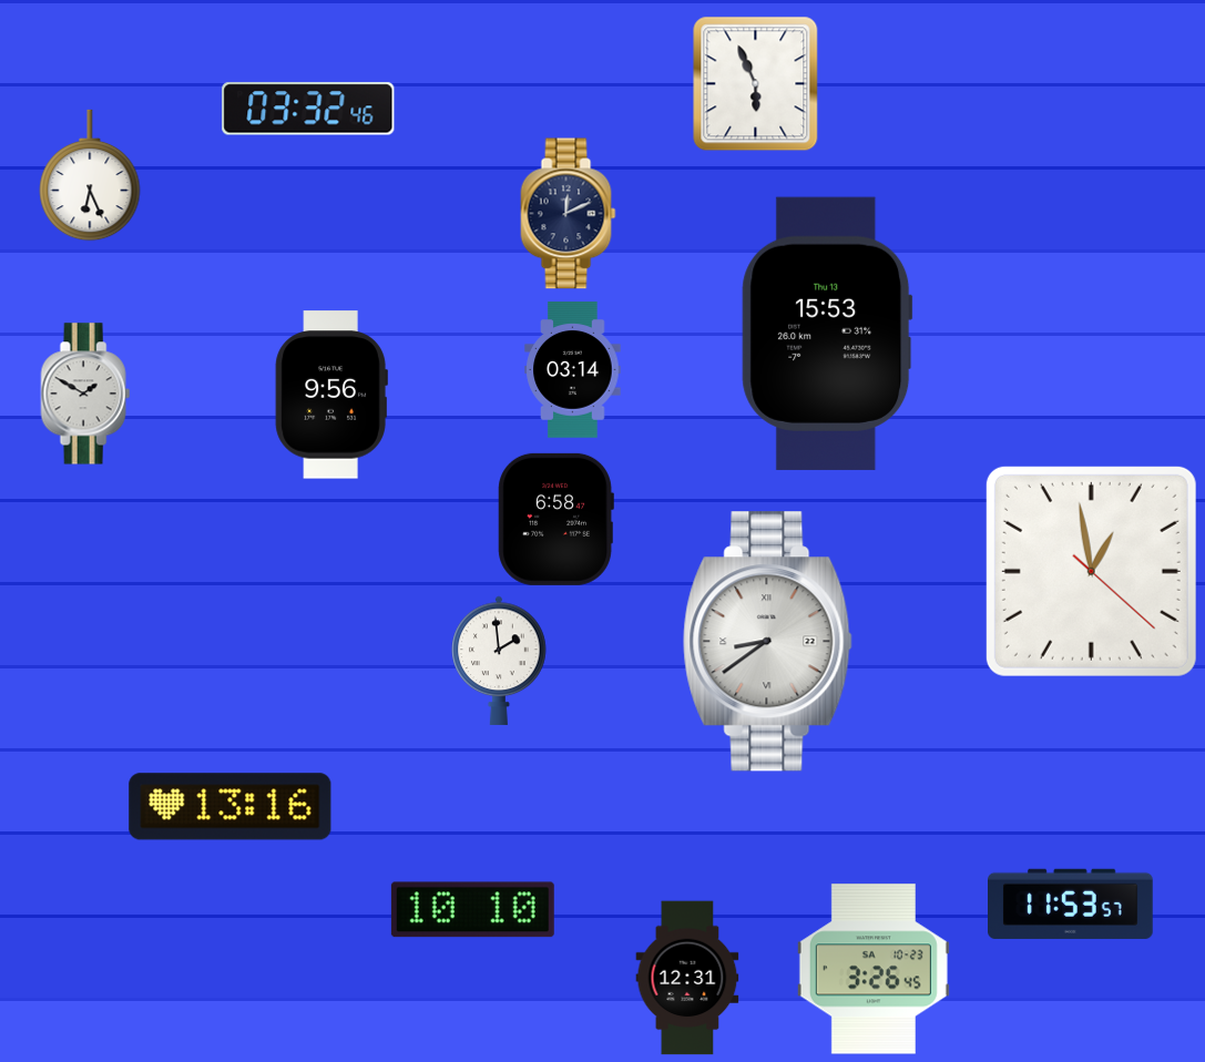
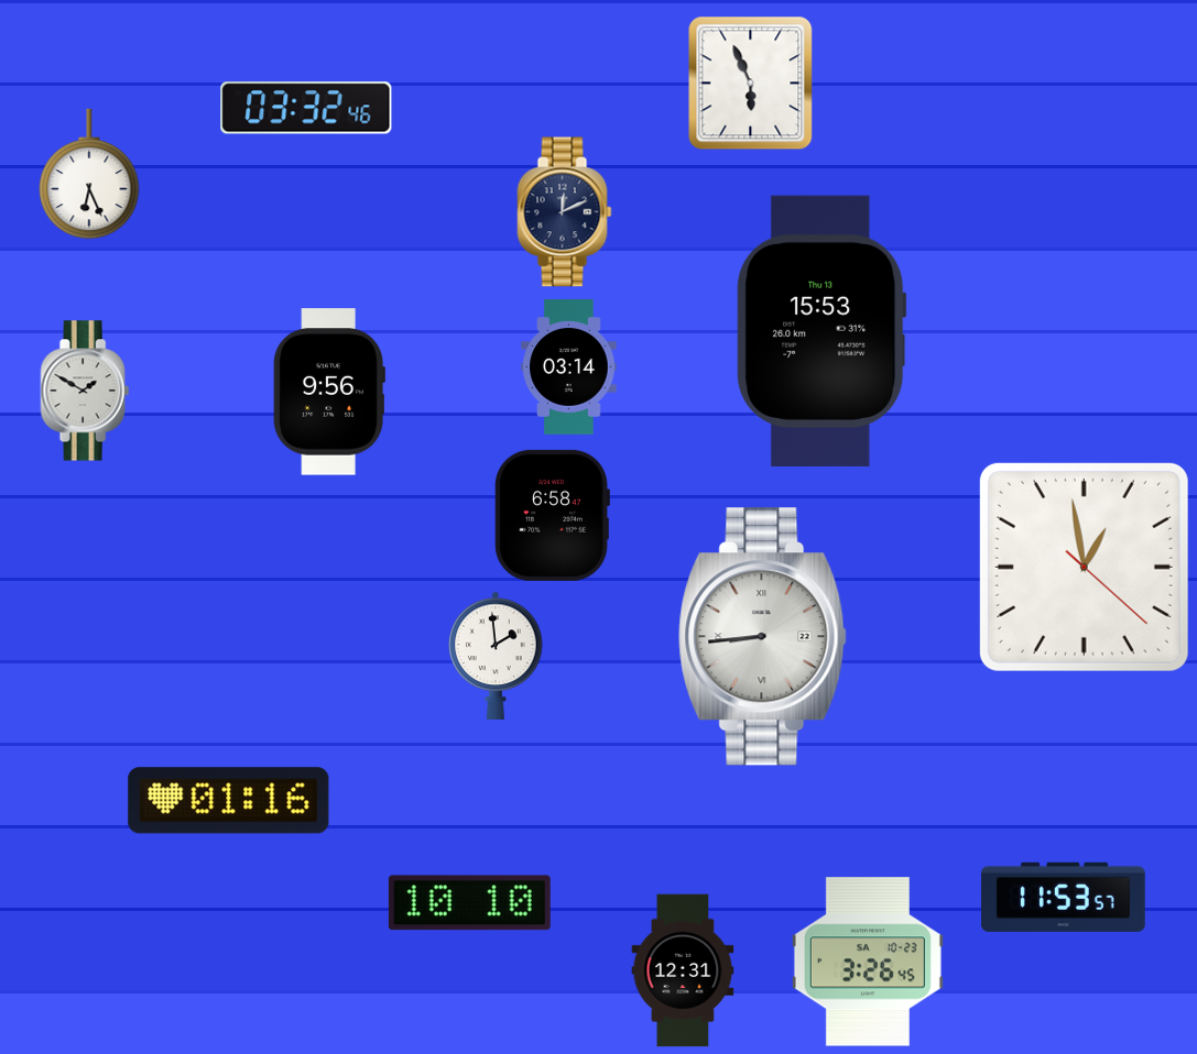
clock at (768, 642): 8:39 -> 8:44
clock at (231, 807): 13:16 -> 01:16
